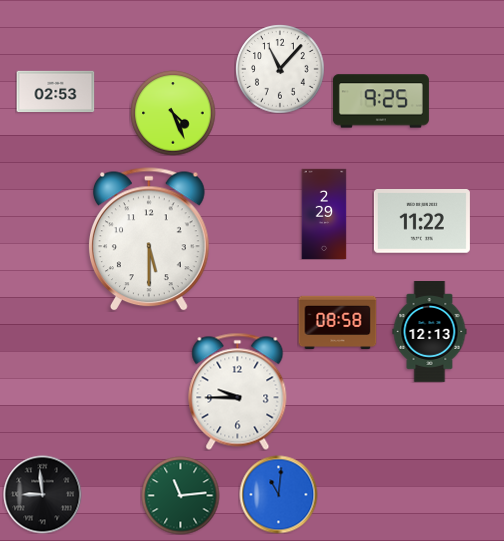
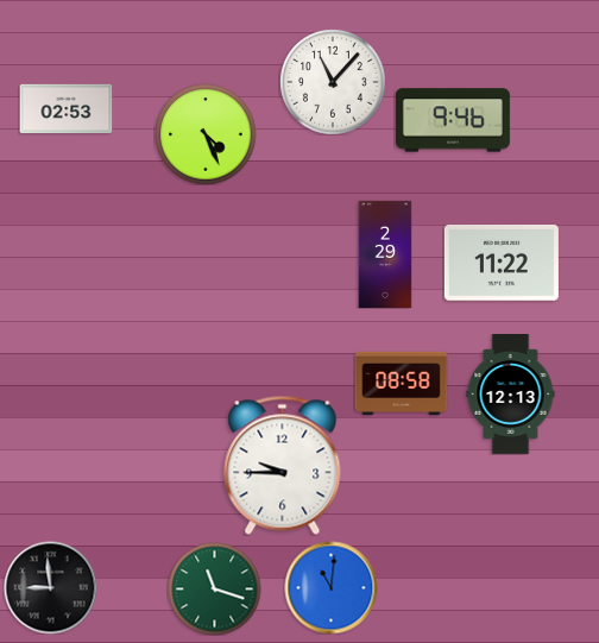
clock at (381, 101): 9:25 -> 9:46
clock at (150, 239): 5:30 -> none
clock at (180, 495): 11:14 -> 11:18
